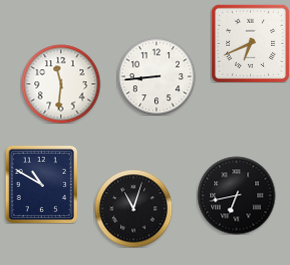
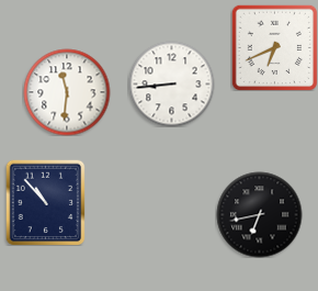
clock at (42, 184): 10:50 -> 10:53
clock at (133, 208): 11:03 -> none
